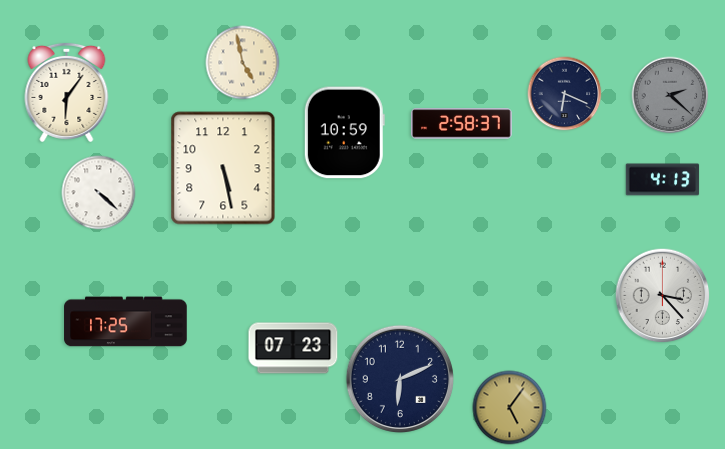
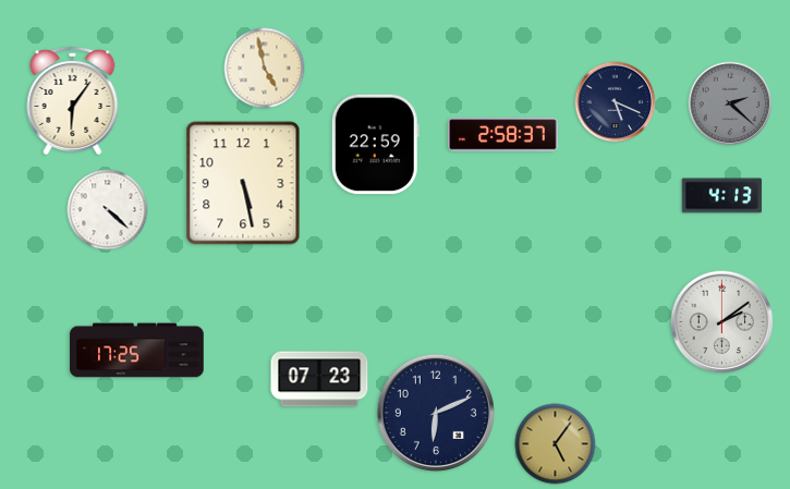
clock at (565, 94): 6:19 -> 5:19
clock at (344, 133): 10:59 -> 22:59
clock at (663, 296): 3:23 -> 2:09
